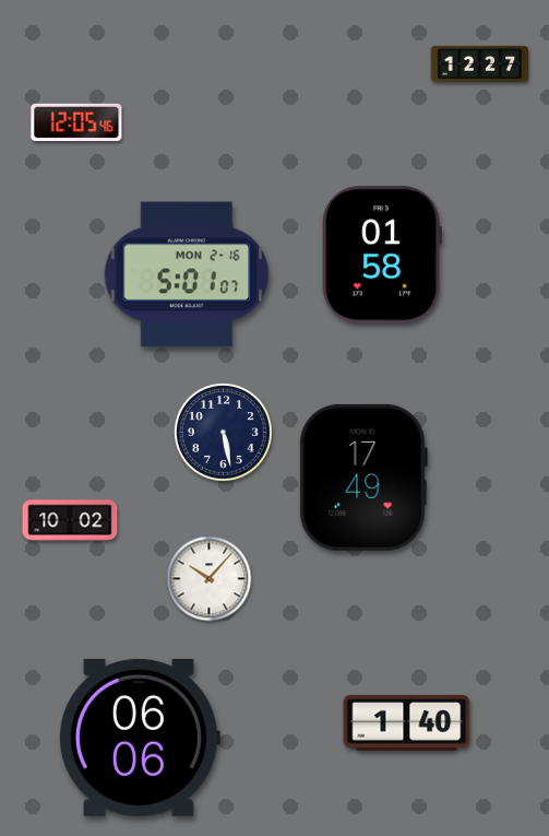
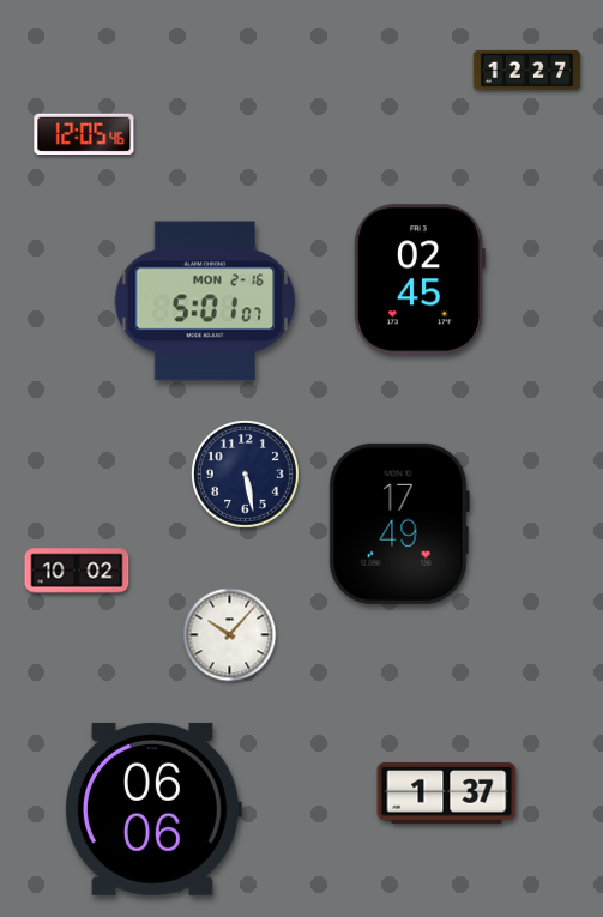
clock at (382, 255): 01:58 -> 02:45
clock at (407, 722): 1:40 -> 1:37
